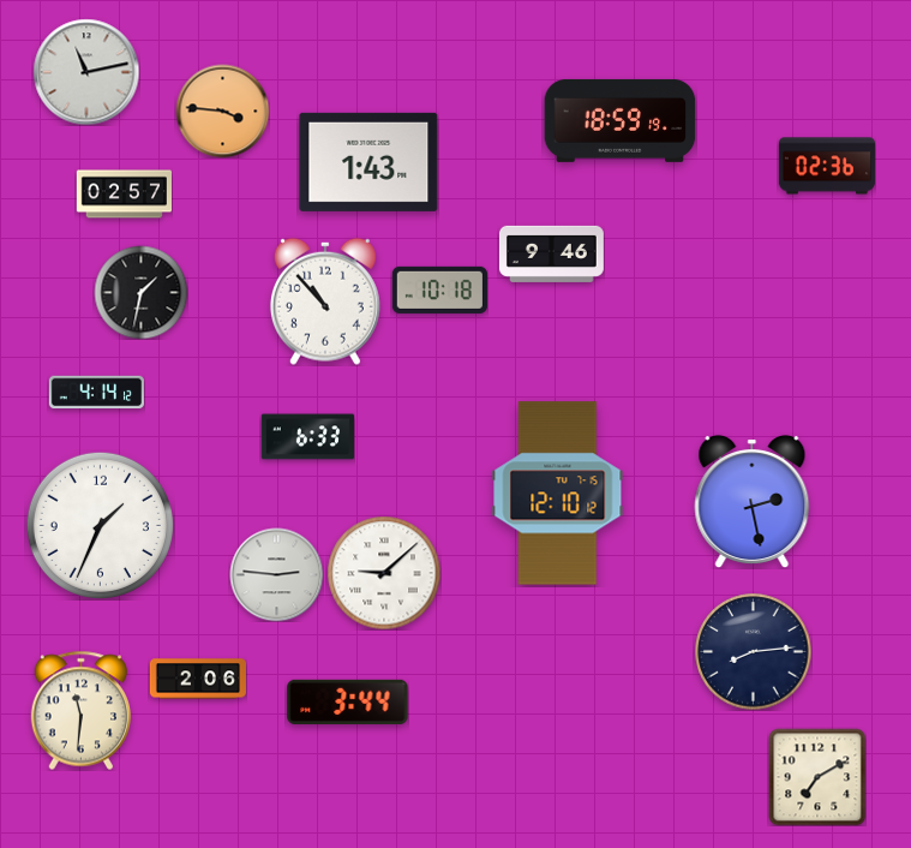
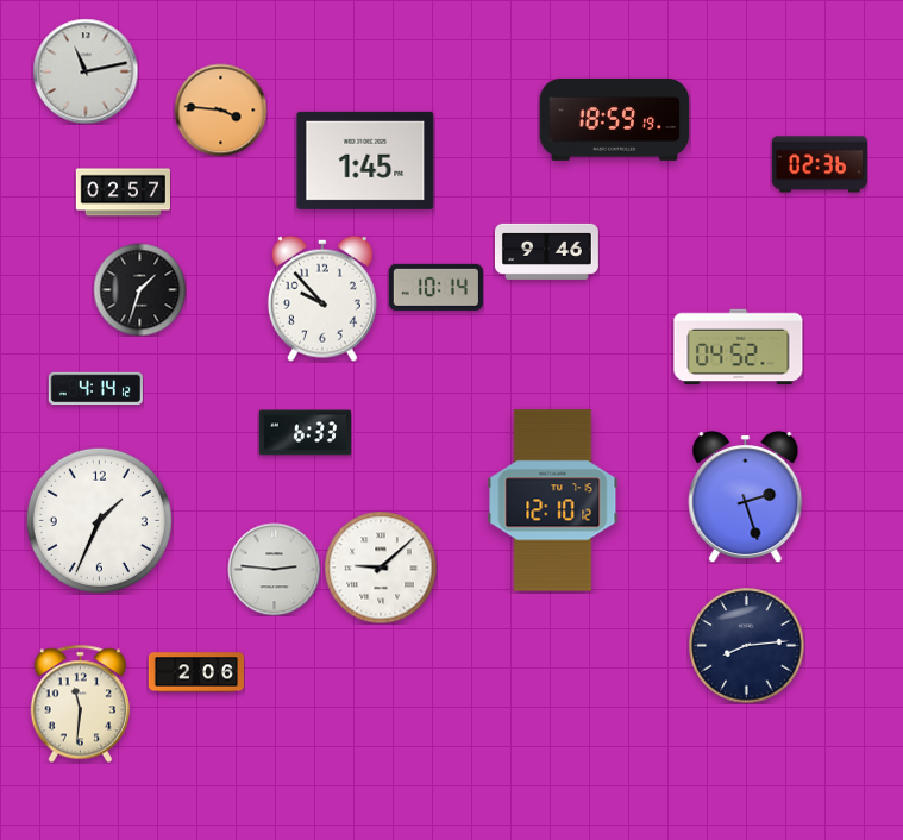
clock at (368, 162): 1:43 -> 1:45
clock at (439, 289): 10:18 -> 10:14
clock at (140, 292): 1:32 -> 1:33
clock at (325, 301): 10:53 -> 9:53
clock at (739, 347): none -> 04:52
clock at (558, 494) position: (558, 494) -> (553, 501)
clock at (753, 501): 2:28 -> 2:27
clock at (348, 701): 3:44 -> none
clock at (817, 777): 7:10 -> none
